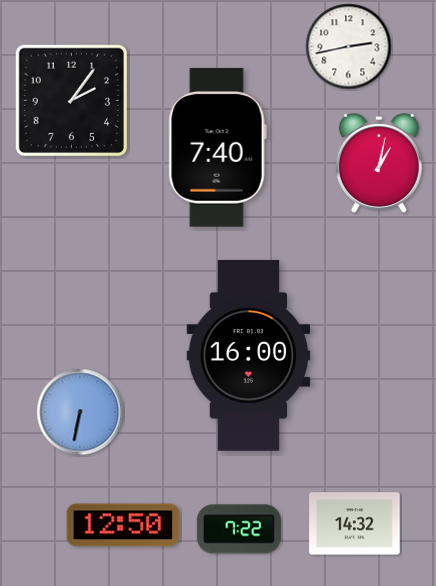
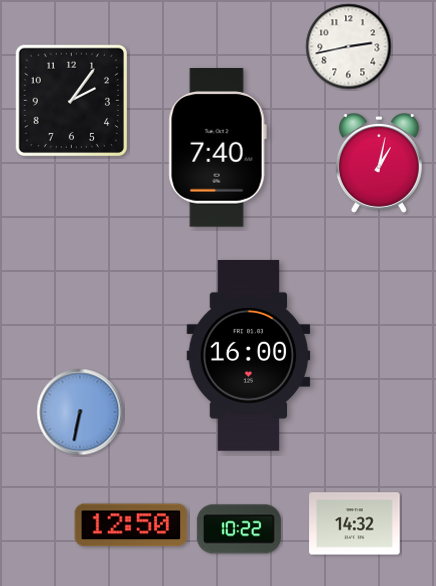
clock at (123, 525) position: (123, 525) -> (131, 525)
clock at (239, 529): 7:22 -> 10:22
